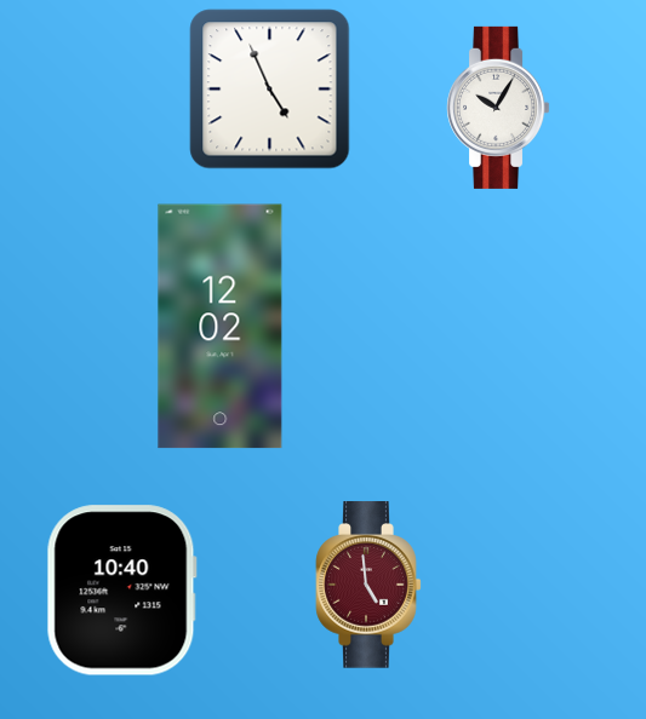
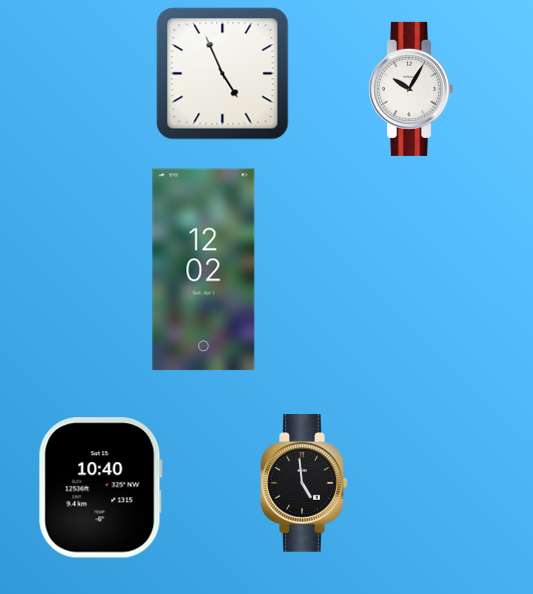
clock at (221, 327) position: (221, 327) -> (204, 270)
clock at (368, 585) dial: burgundy -> black
